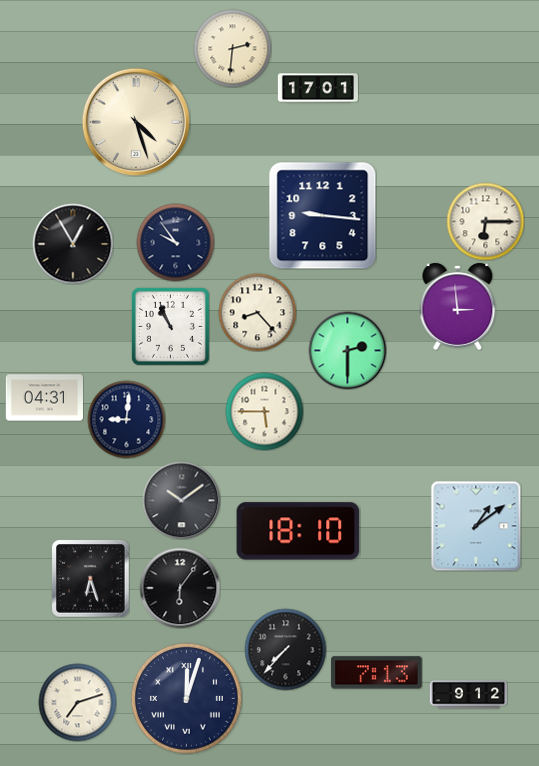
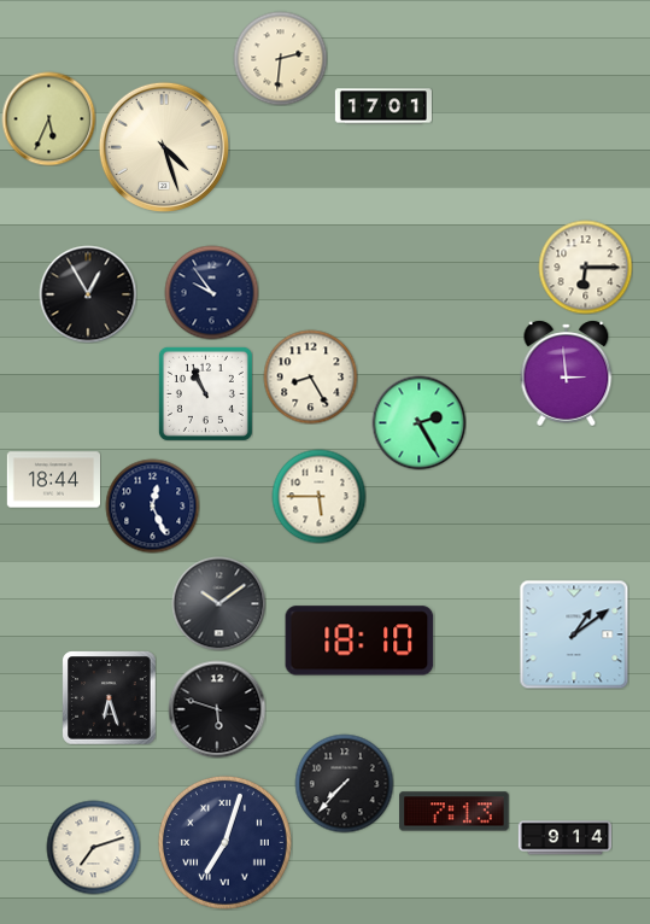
clock at (48, 118): none -> 5:34
clock at (322, 215): 9:16 -> none
clock at (458, 306) position: (458, 306) -> (567, 373)
clock at (257, 312): 8:23 -> 8:25
clock at (347, 350): 2:30 -> 2:25
clock at (44, 398): 04:31 -> 18:44
clock at (126, 419): 9:01 -> 12:26
clock at (180, 588): 6:06 -> 5:48
clock at (468, 695): 9:12 -> 9:14
clock at (186, 698): 12:03 -> 7:03
